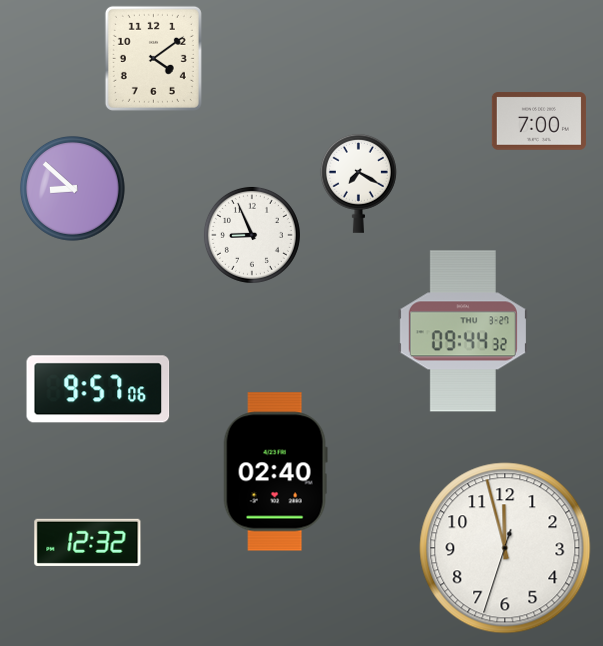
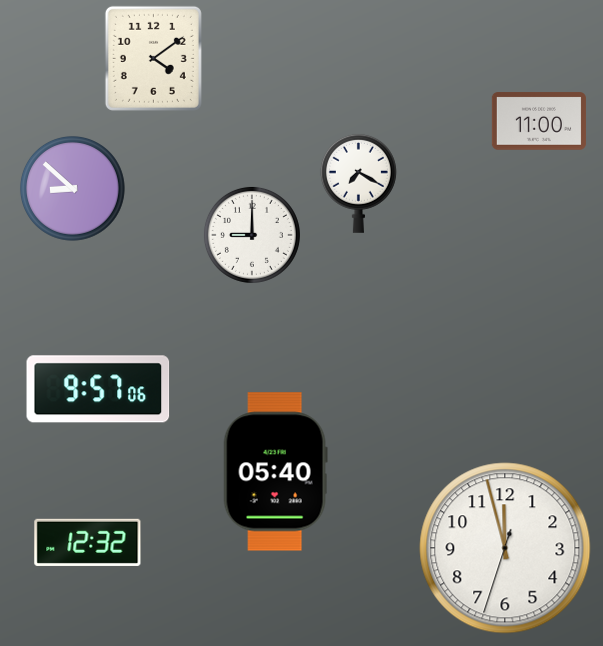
clock at (539, 121): 7:00 -> 11:00
clock at (252, 235): 8:56 -> 9:00
clock at (463, 331): 09:44 -> none
clock at (275, 472): 02:40 -> 05:40
